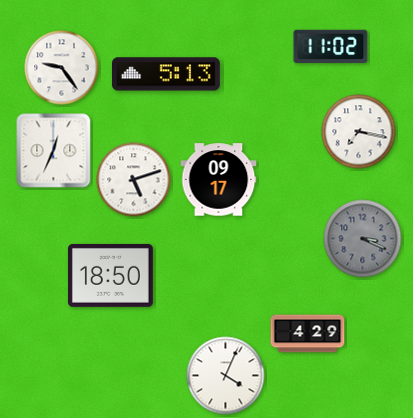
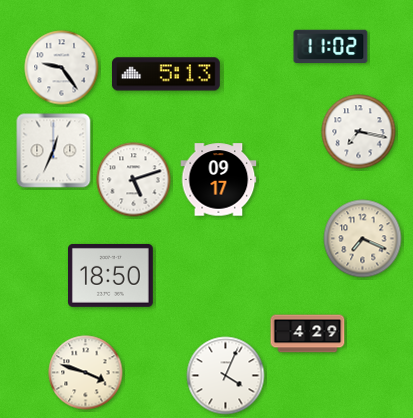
clock at (363, 239): 3:19 -> 7:19
clock at (363, 239) dial: grey -> cream
clock at (86, 373): none -> 3:48
